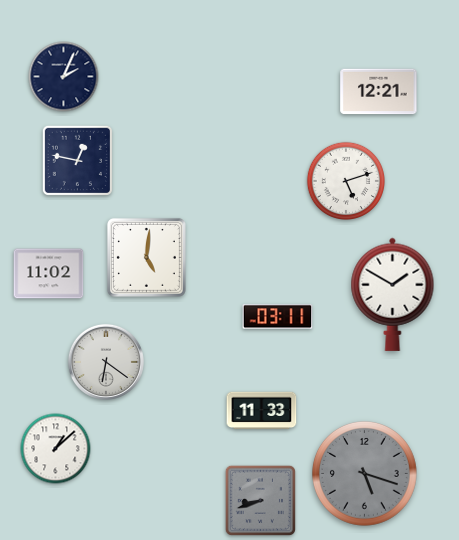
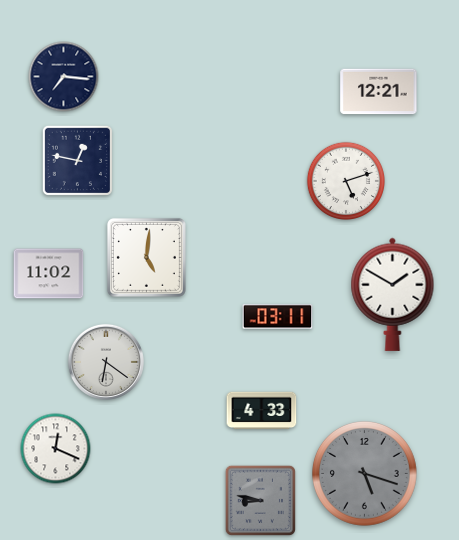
clock at (64, 77): 2:04 -> 7:16
clock at (262, 411): 11:33 -> 4:33
clock at (56, 449): 1:08 -> 12:19
clock at (260, 500): 8:42 -> 8:47
